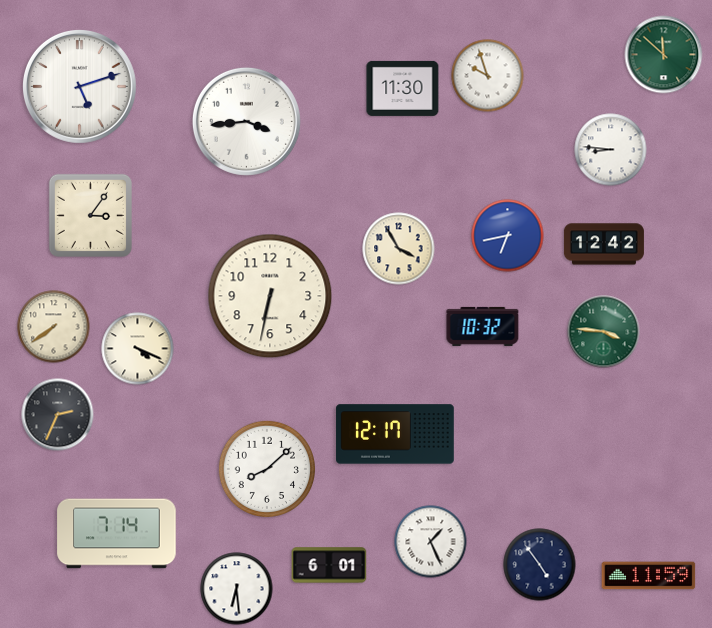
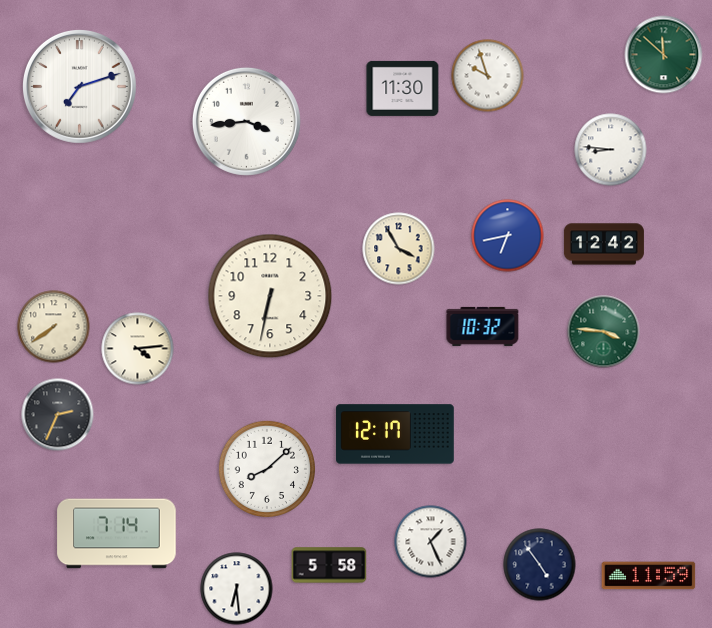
clock at (79, 86): 5:12 -> 7:12
clock at (90, 215): 3:06 -> none
clock at (138, 349): 4:19 -> 4:14
clock at (329, 565): 6:01 -> 5:58
